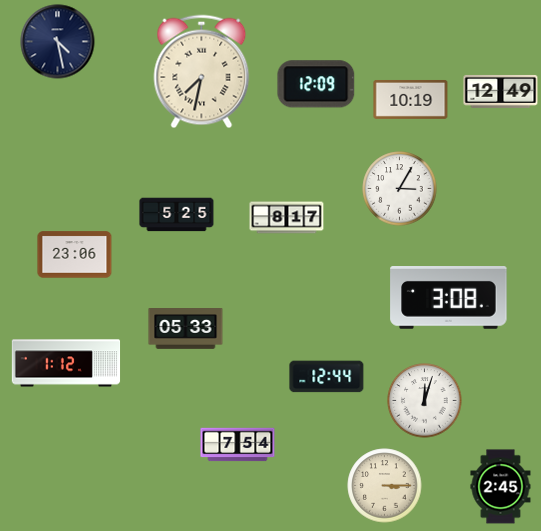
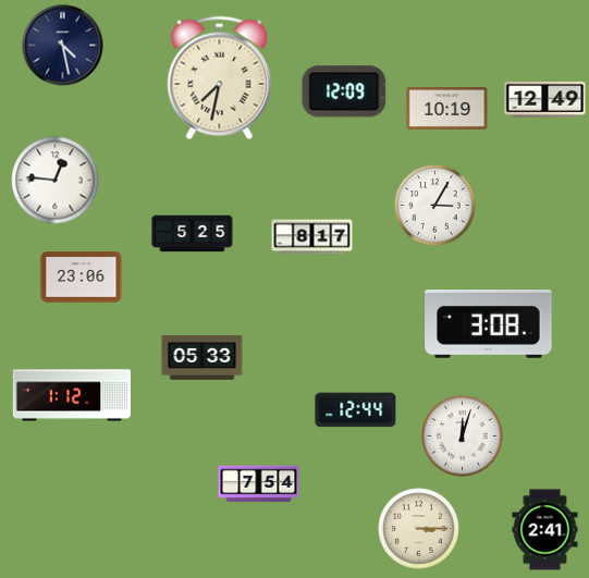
clock at (56, 181): none -> 12:46
clock at (501, 487): 2:45 -> 2:41
